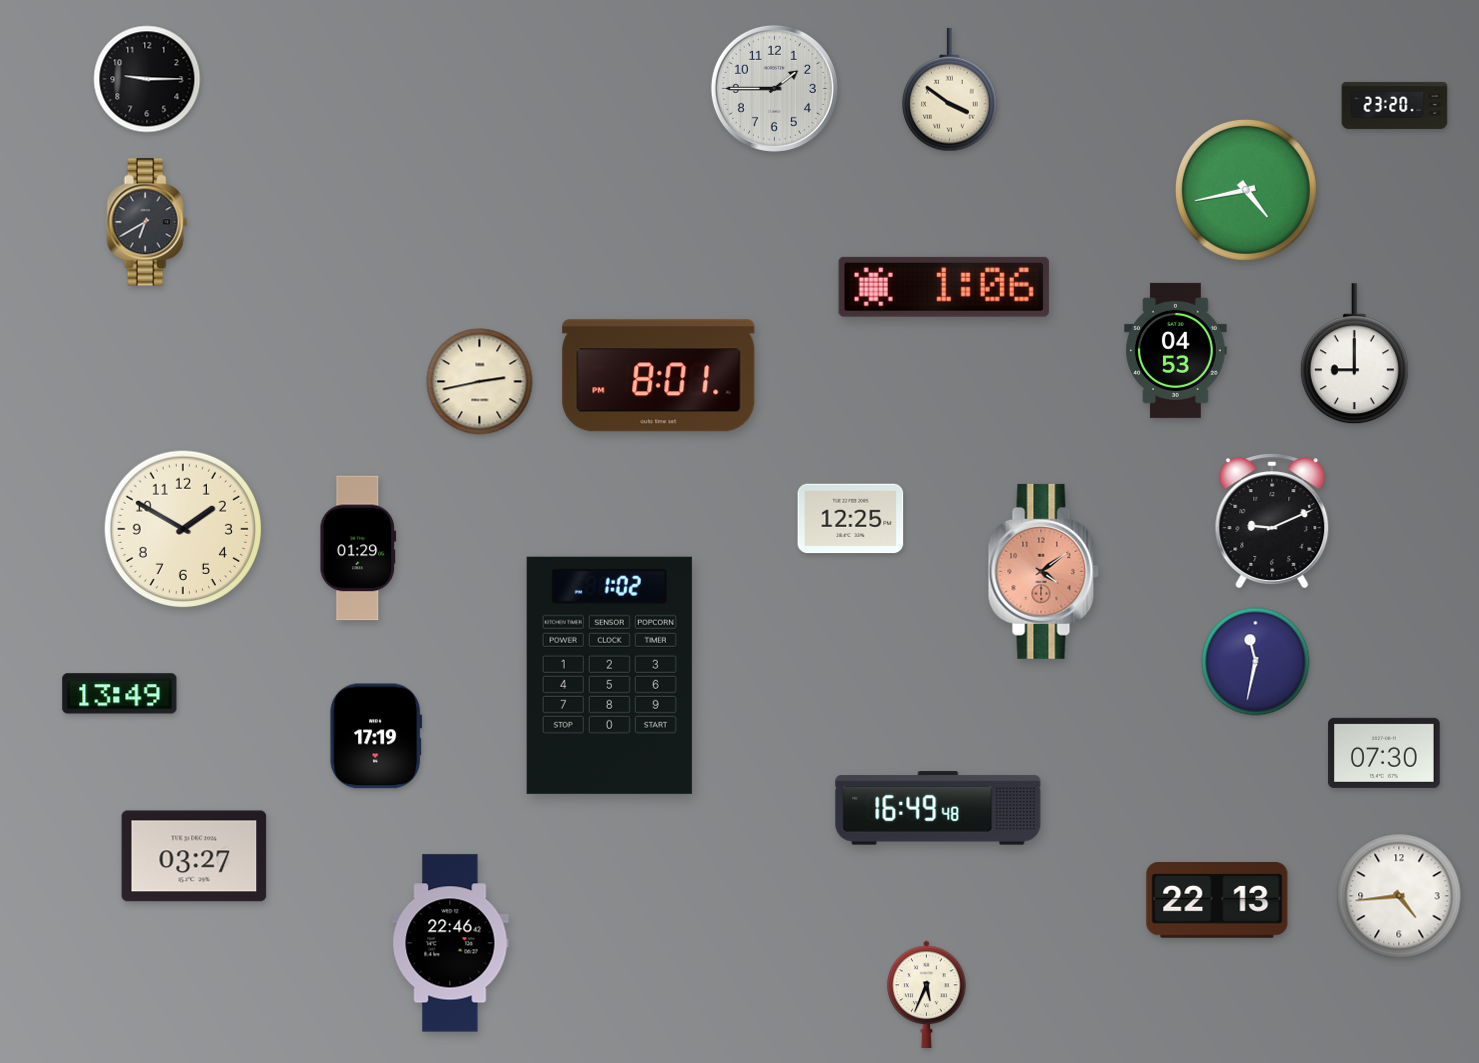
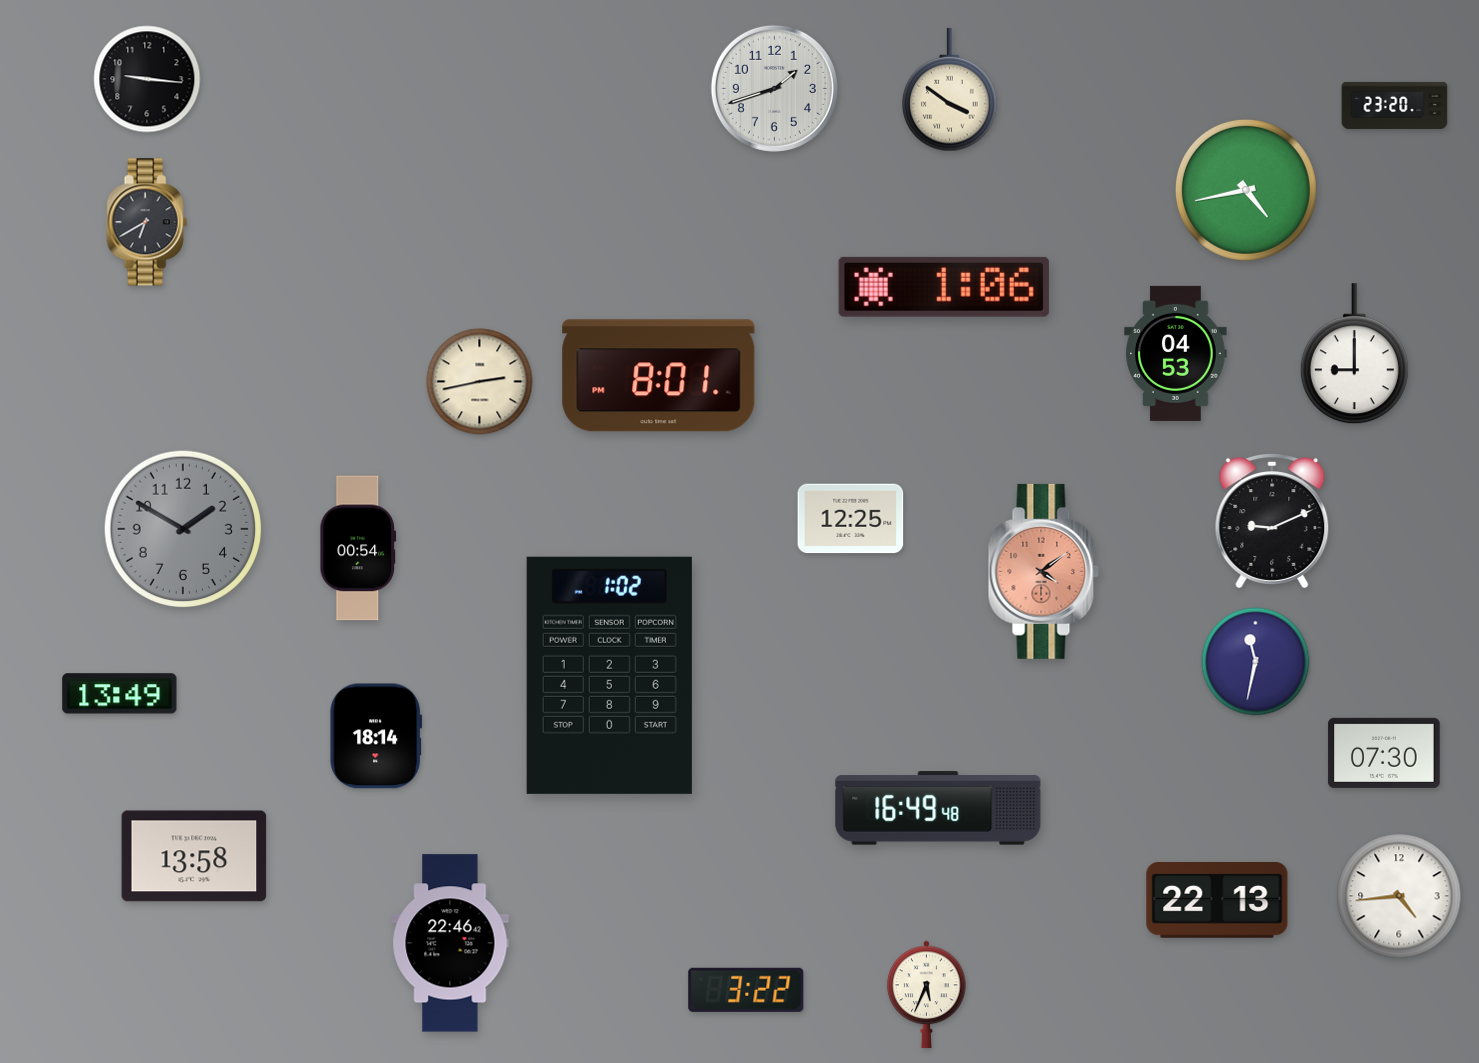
clock at (147, 79): 9:15 -> 9:16
clock at (774, 88): 1:45 -> 1:42
clock at (1176, 350) position: (1176, 350) -> (1176, 353)
clock at (183, 529) dial: cream -> grey
clock at (358, 548): 01:29 -> 00:54
clock at (376, 736): 17:19 -> 18:14
clock at (194, 856): 03:27 -> 13:58
clock at (746, 990): none -> 3:22
